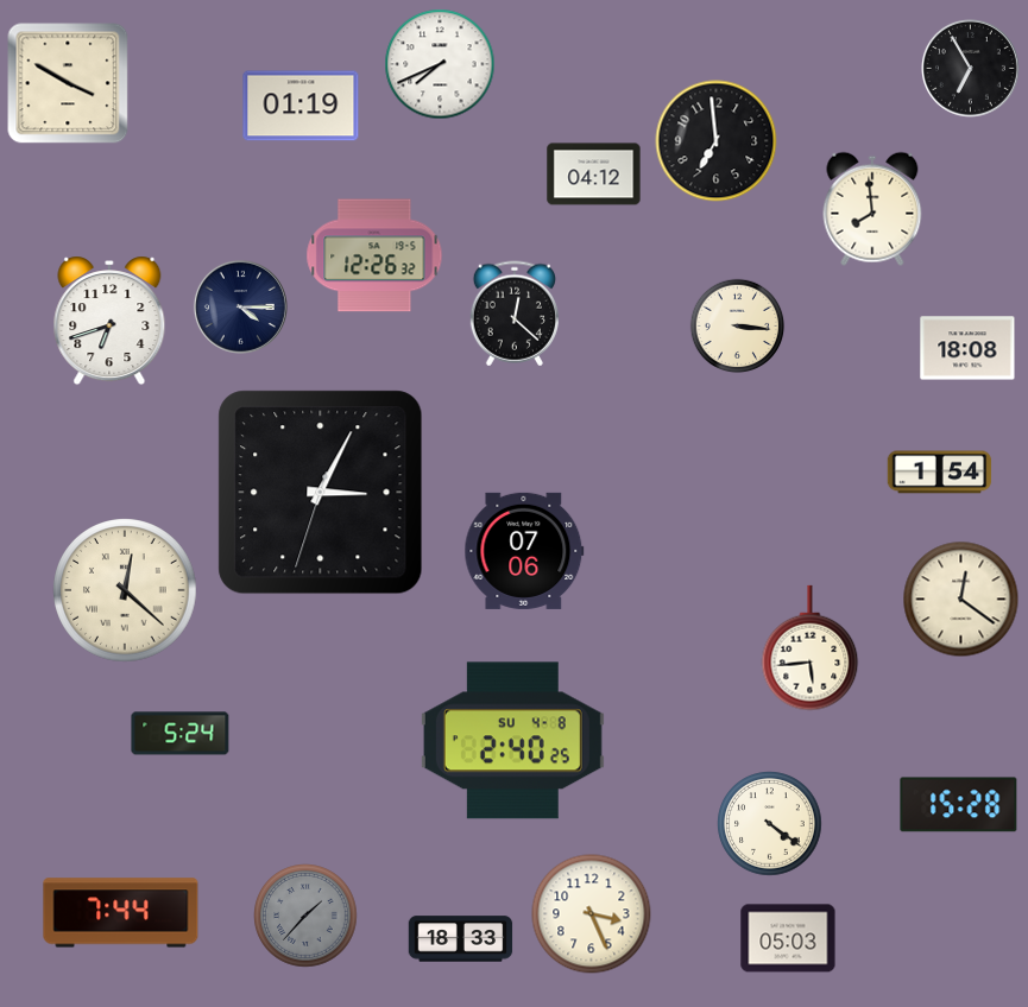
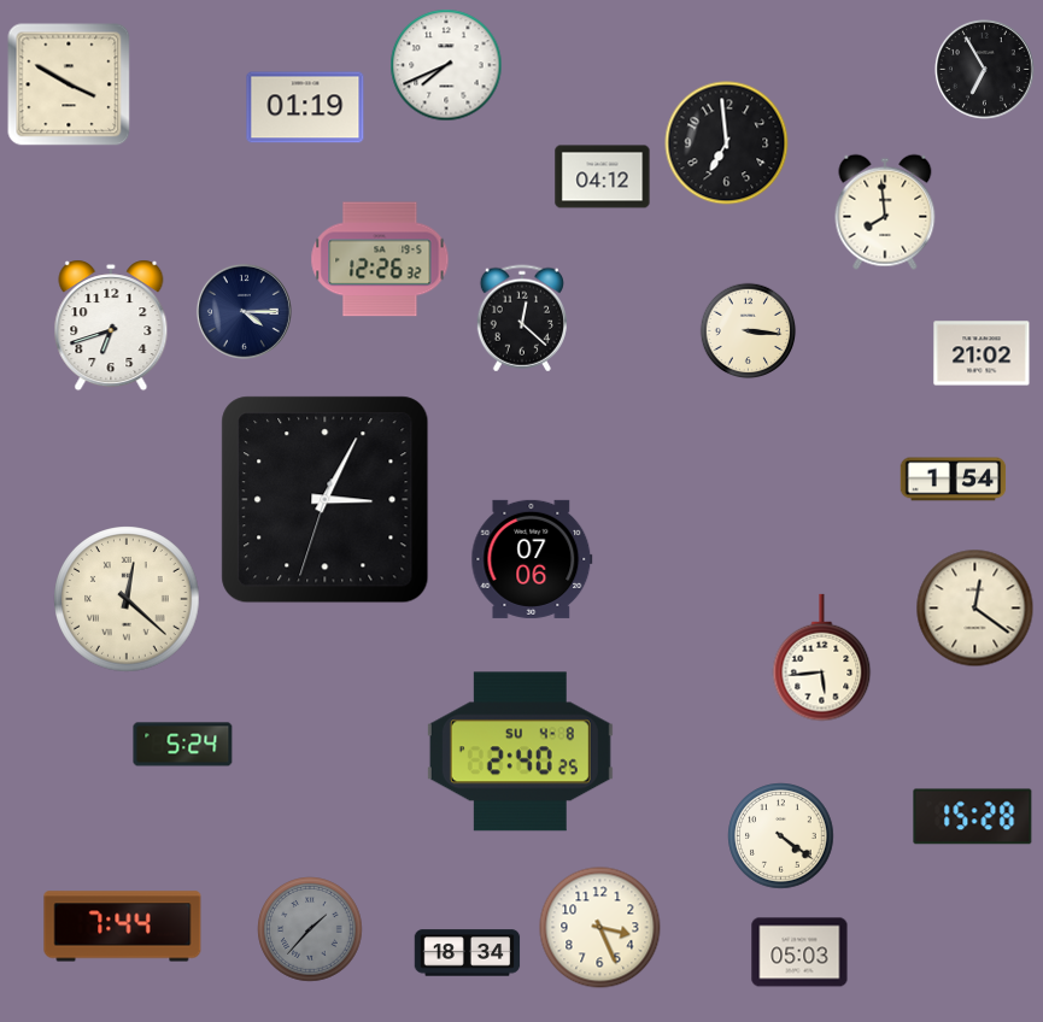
clock at (967, 348): 18:08 -> 21:02
clock at (461, 939): 18:33 -> 18:34
